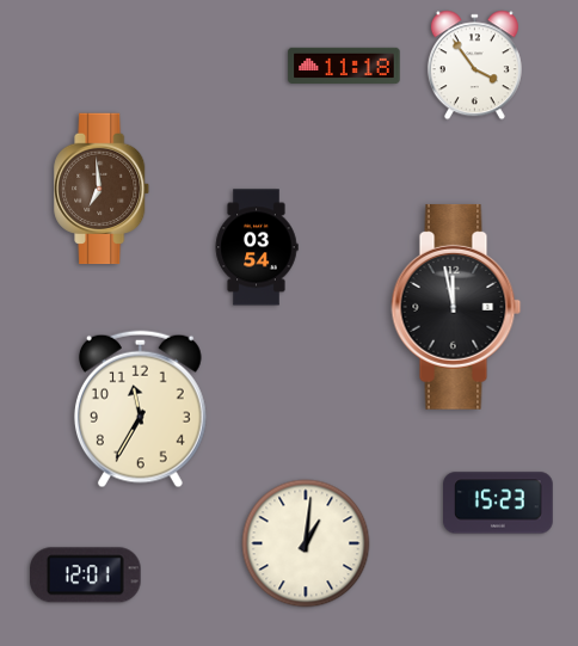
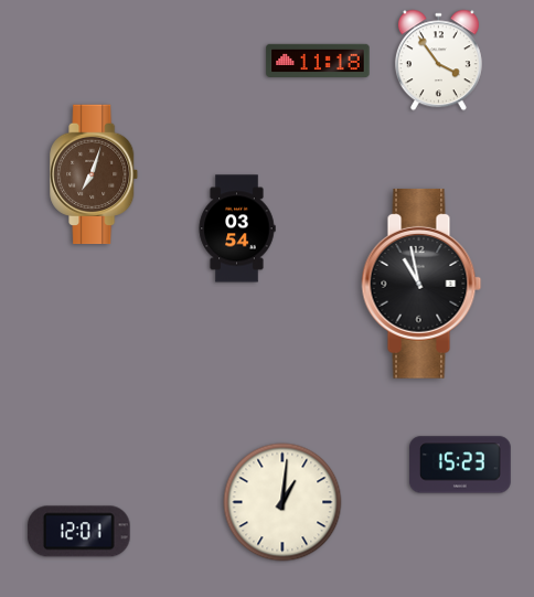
clock at (103, 189): 6:59 -> 7:03
clock at (456, 307): 11:58 -> 10:58
clock at (140, 410): 11:35 -> none
